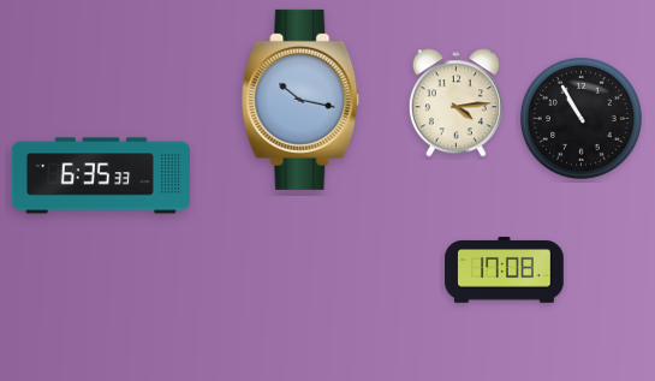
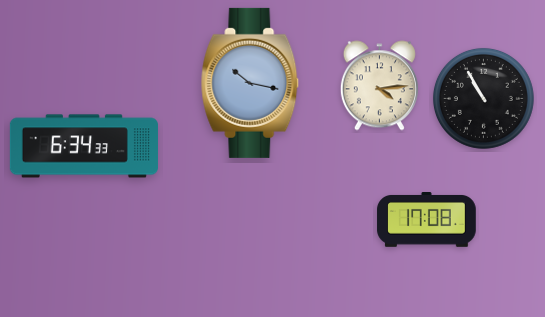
clock at (101, 175): 6:35 -> 6:34
clock at (505, 270) position: (505, 270) -> (427, 220)
